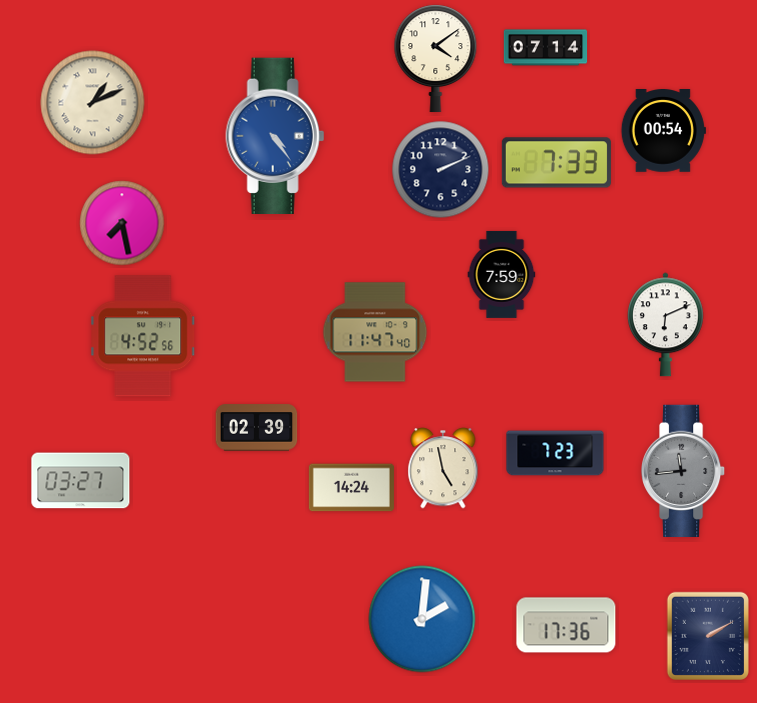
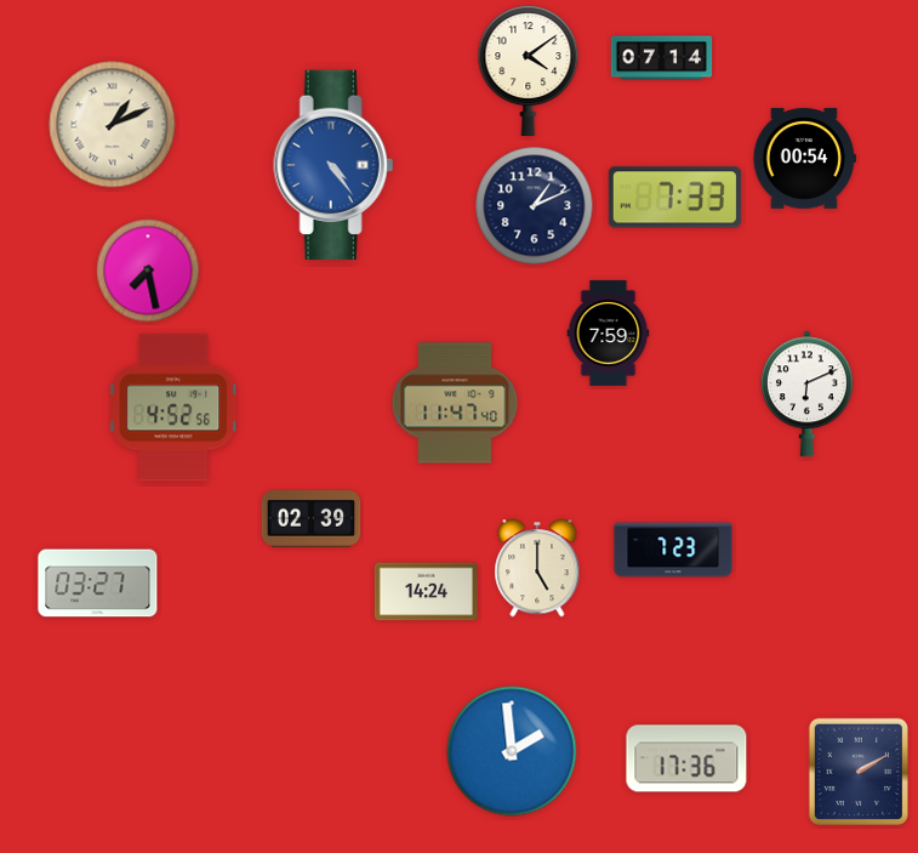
clock at (441, 170): 2:11 -> 1:11
clock at (443, 468): 4:58 -> 5:00
clock at (683, 470): 11:44 -> none
clock at (422, 619): 2:01 -> 1:59
